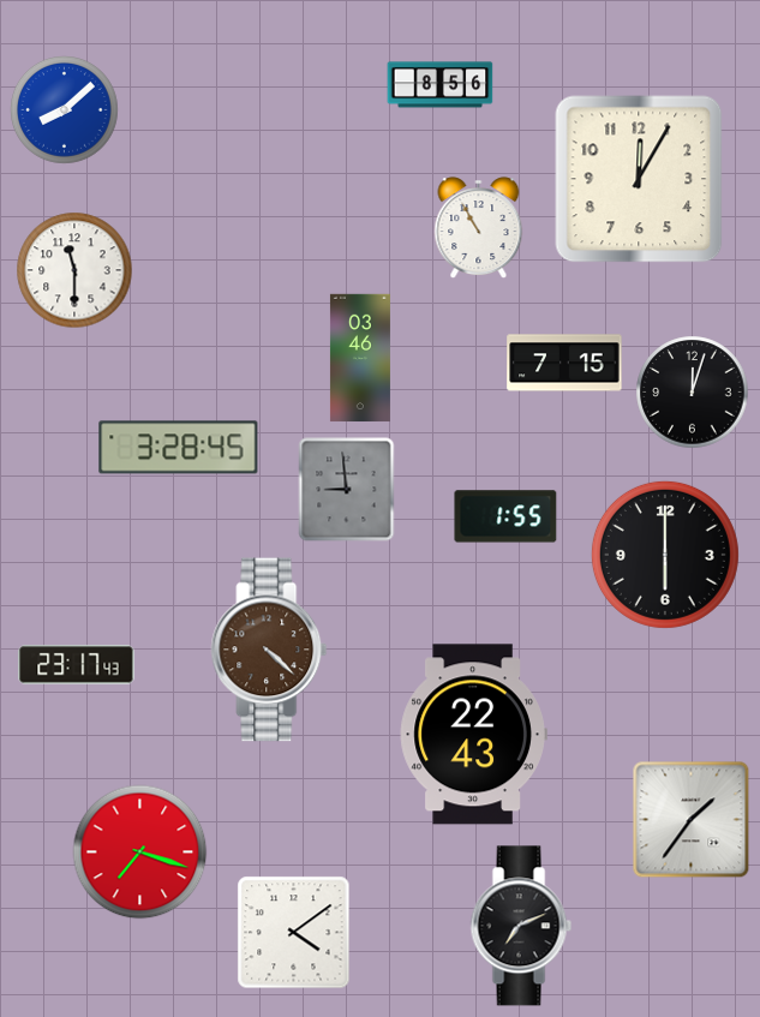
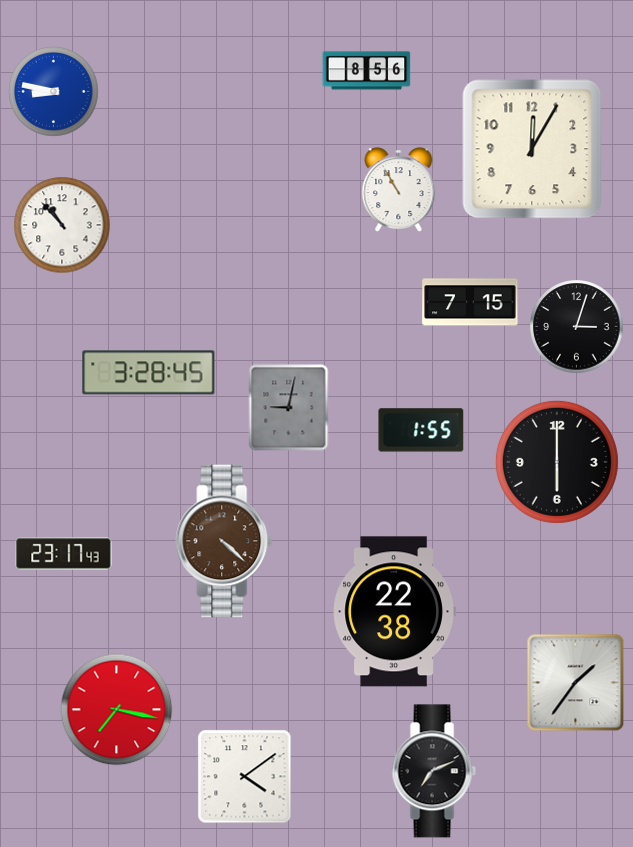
clock at (65, 110): 8:08 -> 8:47
clock at (74, 270): 11:30 -> 10:53
clock at (360, 358): 03:46 -> none
clock at (693, 393): 12:03 -> 3:03
clock at (347, 490): 8:59 -> 9:02
clock at (665, 555) position: (665, 555) -> (557, 462)
clock at (473, 735): 22:43 -> 22:38
clock at (140, 853): 7:18 -> 7:17
